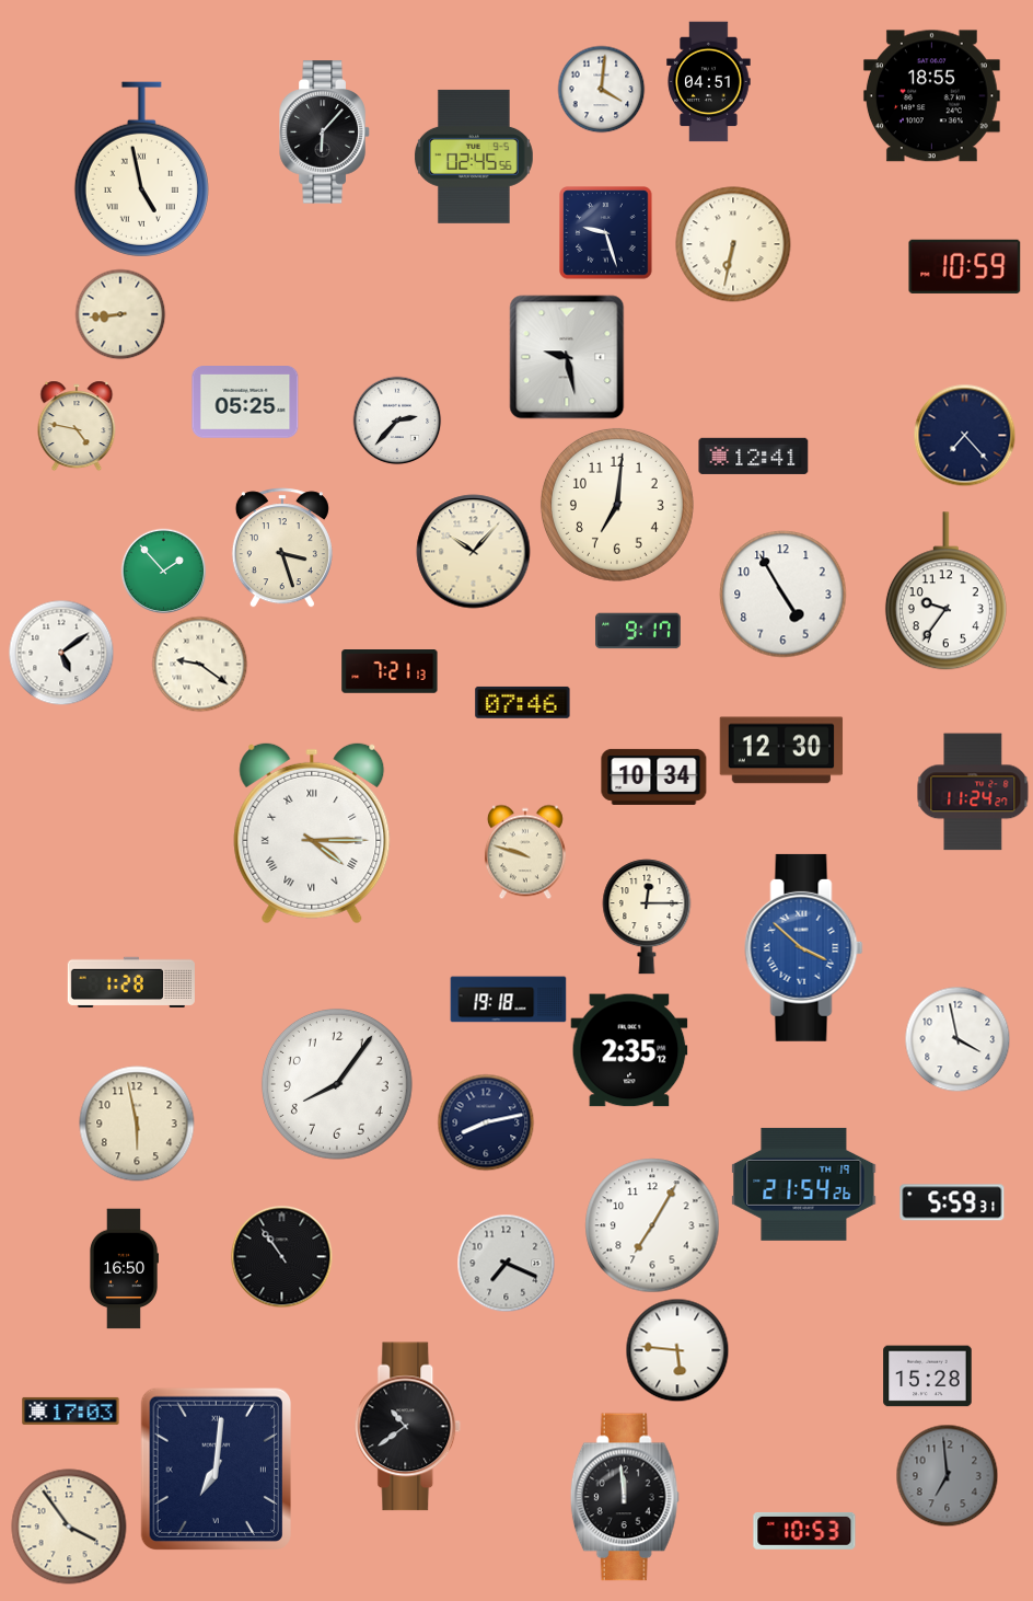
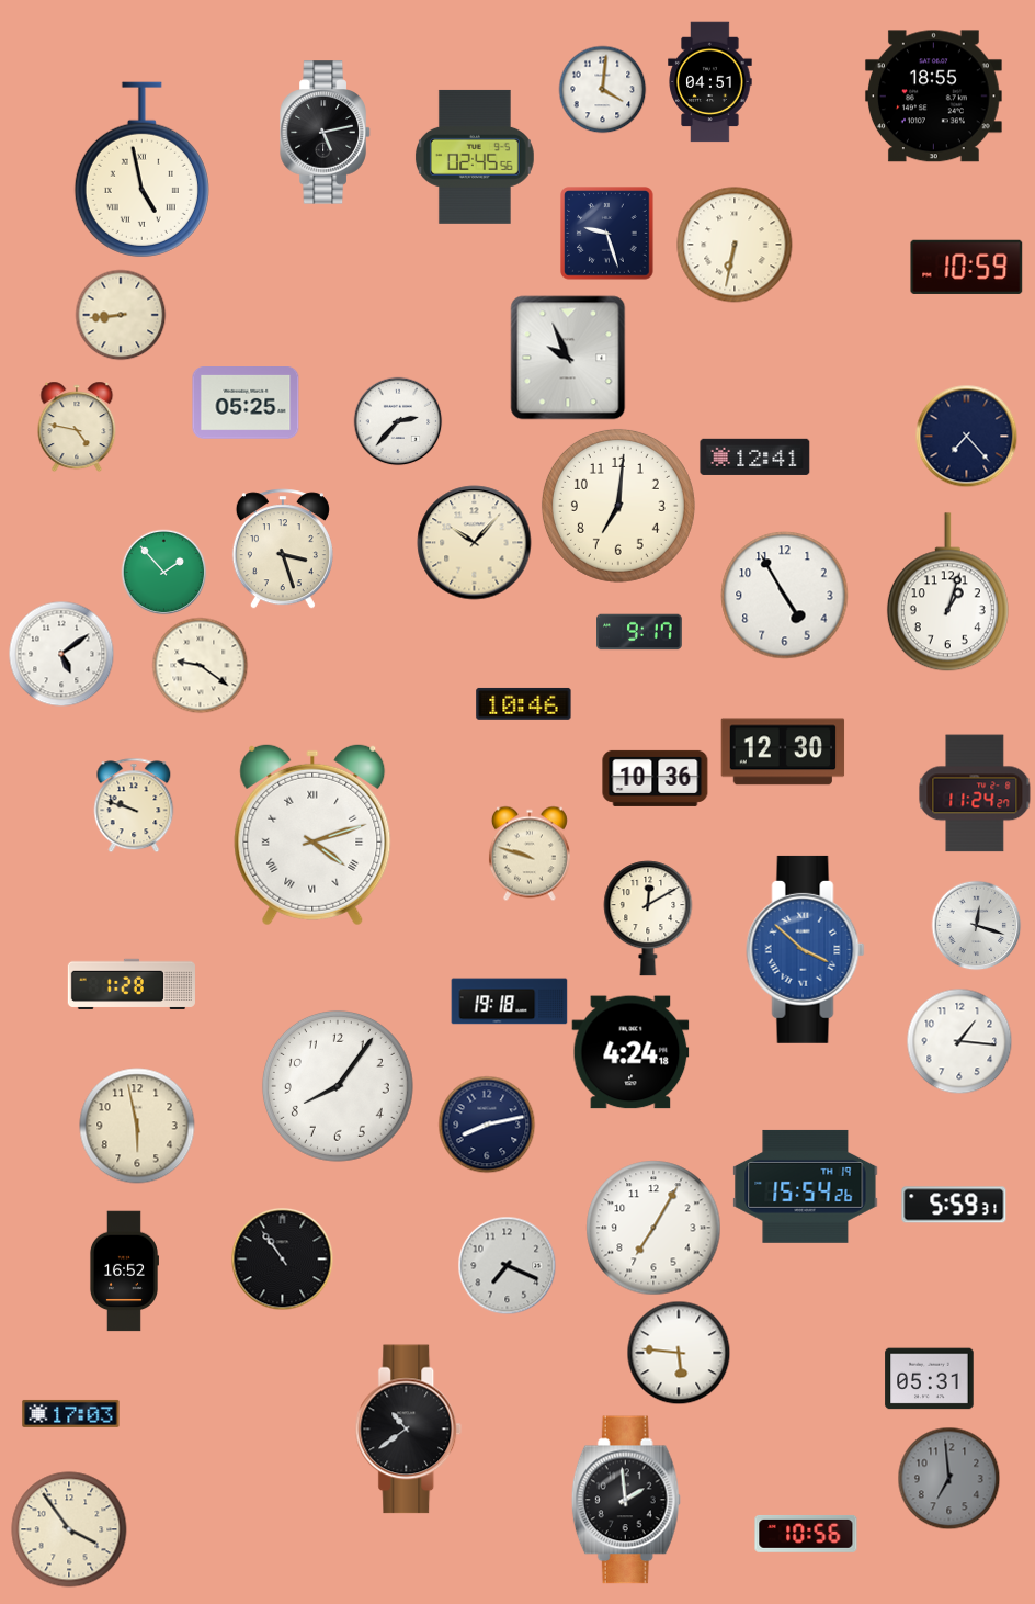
clock at (325, 133): 6:07 -> 5:13
clock at (567, 357): 9:28 -> 9:56
clock at (474, 552) position: (474, 552) -> (475, 543)
clock at (945, 591): 9:36 -> 1:03
clock at (390, 672): 7:21 -> none
clock at (523, 702): 07:46 -> 10:46
clock at (654, 776): 10:34 -> 10:36
clock at (134, 805): none -> 9:48
clock at (312, 833): 4:15 -> 4:12
clock at (525, 852) position: (525, 852) -> (530, 854)
clock at (647, 917): 12:15 -> 12:10
clock at (976, 925): none -> 12:18
clock at (957, 1039): 3:58 -> 1:16
clock at (629, 1050): 2:35 -> 4:24
clock at (804, 1184): 21:54 -> 15:54
clock at (123, 1269): 16:50 -> 16:52
clock at (928, 1377): 15:28 -> 05:31
clock at (216, 1468): 7:01 -> none
clock at (625, 1497): 11:59 -> 1:59
clock at (804, 1531): 10:53 -> 10:56
